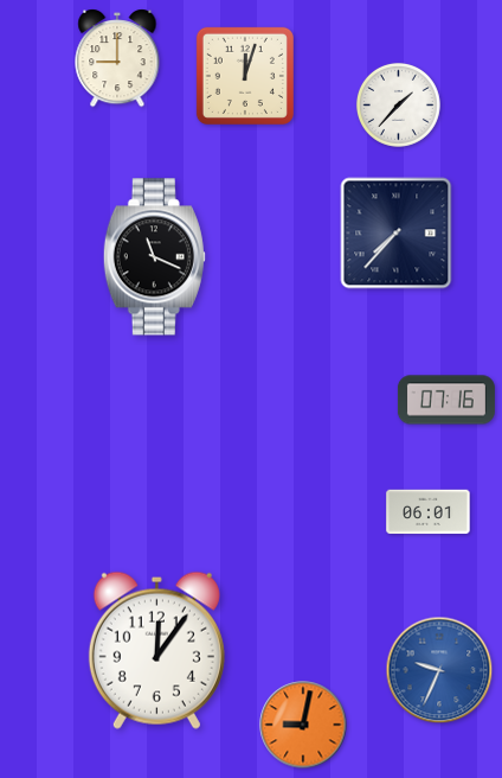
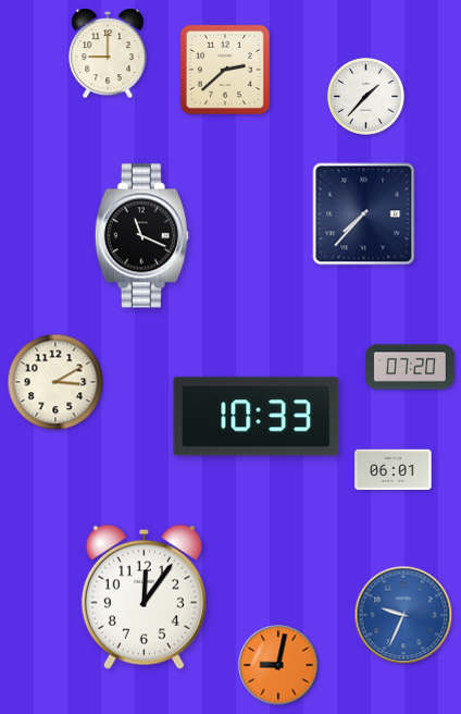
clock at (245, 76): 12:03 -> 2:38
clock at (446, 400): 07:16 -> 07:20
clock at (55, 382): none -> 3:10
clock at (257, 417): none -> 10:33
